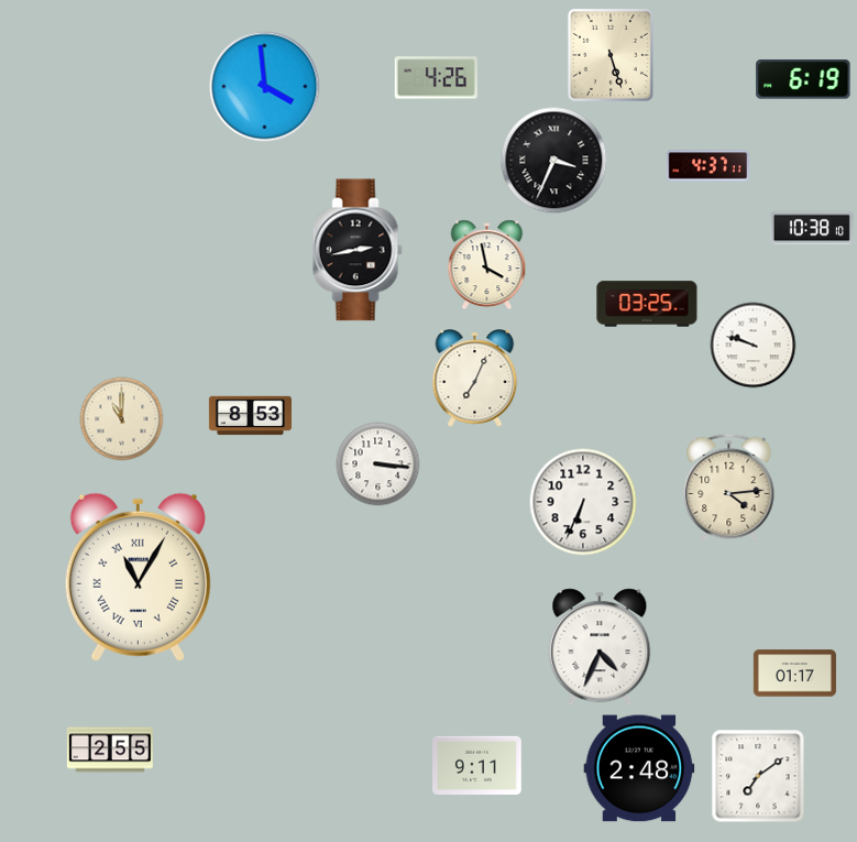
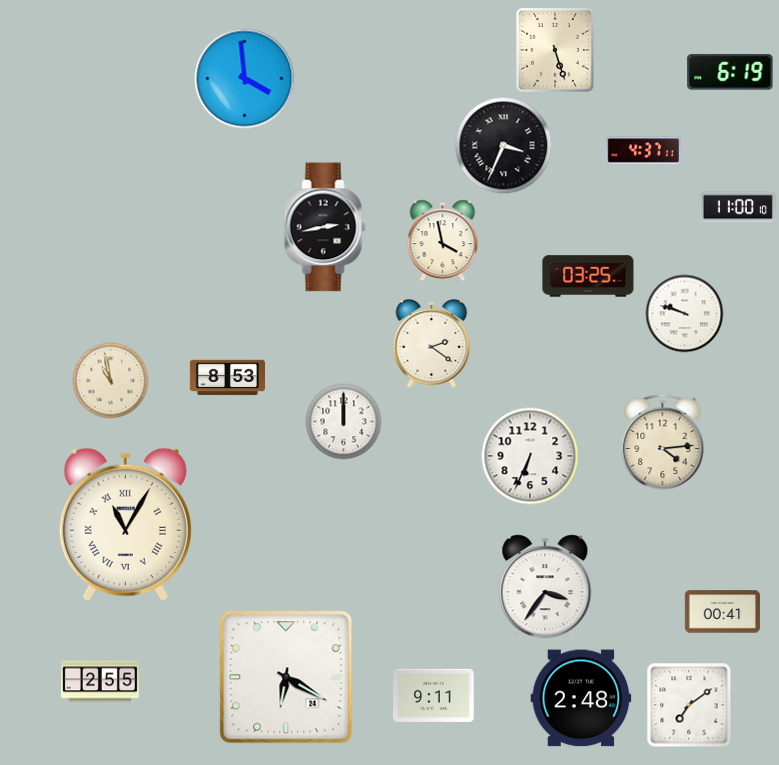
clock at (436, 78): 4:26 -> none
clock at (265, 87) position: (265, 87) -> (245, 79)
clock at (812, 228): 10:38 -> 11:00
clock at (475, 379): 7:04 -> 2:21
clock at (122, 419): 11:00 -> 10:58
clock at (378, 464): 3:16 -> 12:00
clock at (600, 647): 4:34 -> 3:36
clock at (794, 674): 01:17 -> 00:41
clock at (286, 677): none -> 6:20
